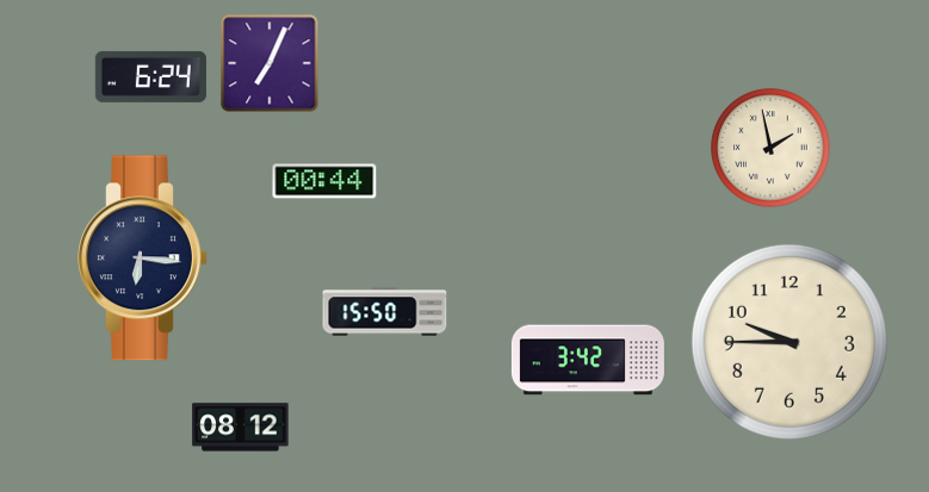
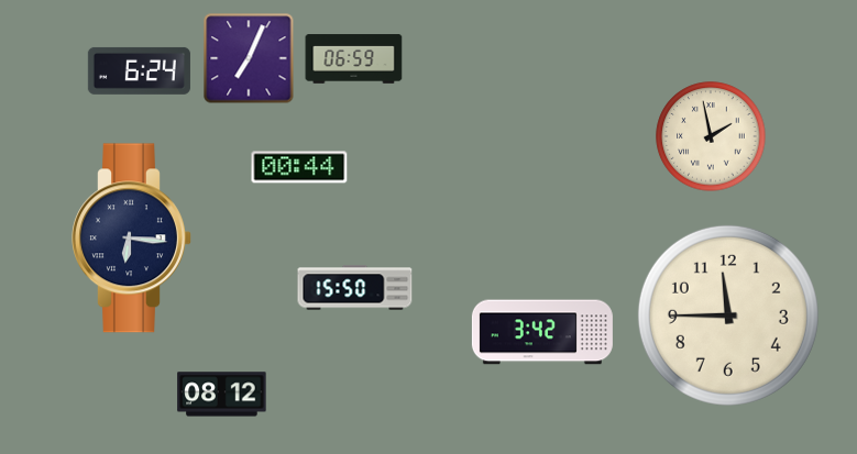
clock at (354, 59): none -> 06:59
clock at (789, 342): 9:45 -> 11:45
